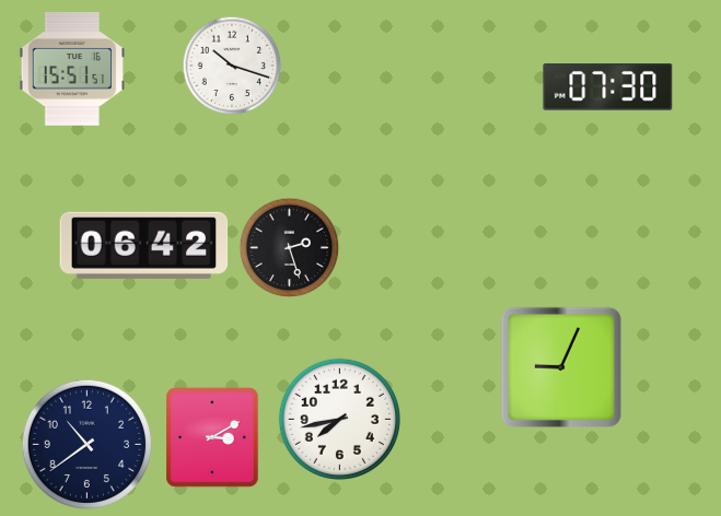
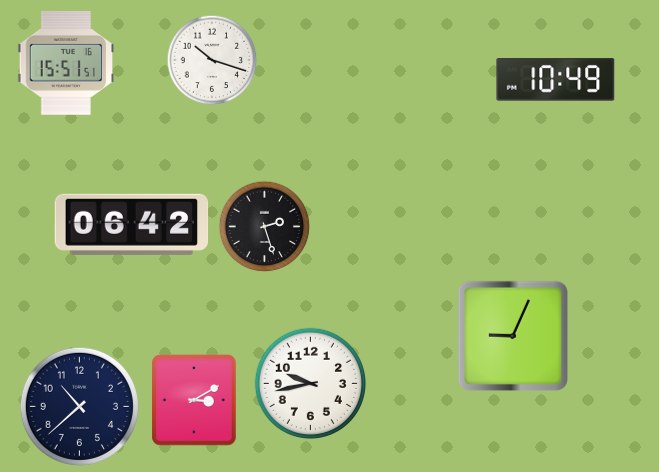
clock at (608, 87): 07:30 -> 10:49
clock at (339, 419): 7:43 -> 9:43
clock at (86, 444): 10:39 -> 10:38
